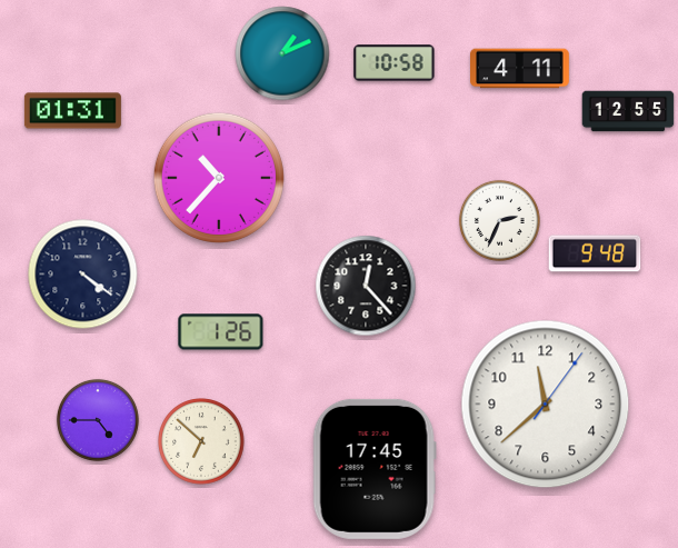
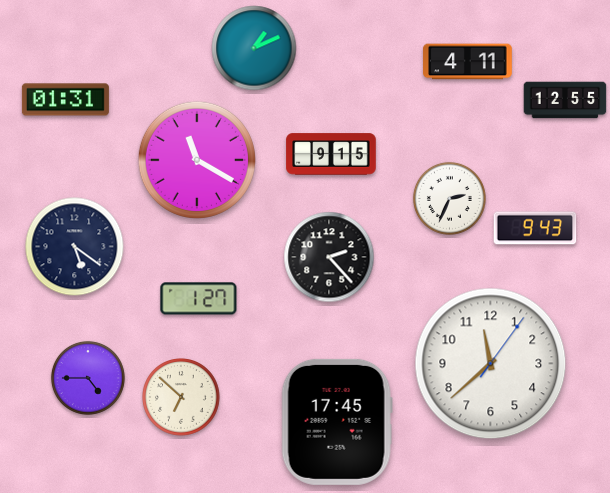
clock at (395, 63): 10:58 -> none
clock at (331, 154): none -> 9:15
clock at (219, 178): 10:37 -> 11:20
clock at (595, 253): 9:48 -> 9:43
clock at (83, 275): 4:21 -> 5:21
clock at (366, 286): 12:23 -> 2:23
clock at (221, 332): 1:26 -> 1:27
